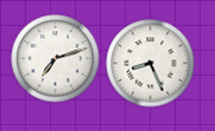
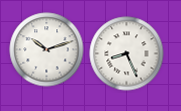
clock at (56, 59): 7:12 -> 10:12
